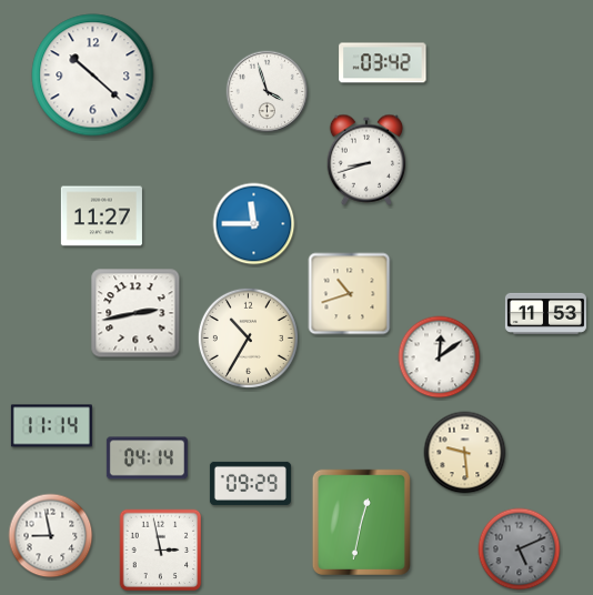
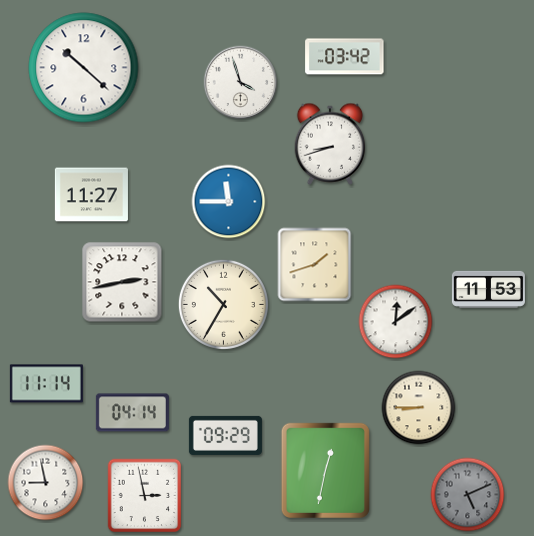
clock at (350, 294): 10:42 -> 1:42
clock at (545, 313) position: (545, 313) -> (488, 289)
clock at (465, 453): 9:29 -> 8:45
